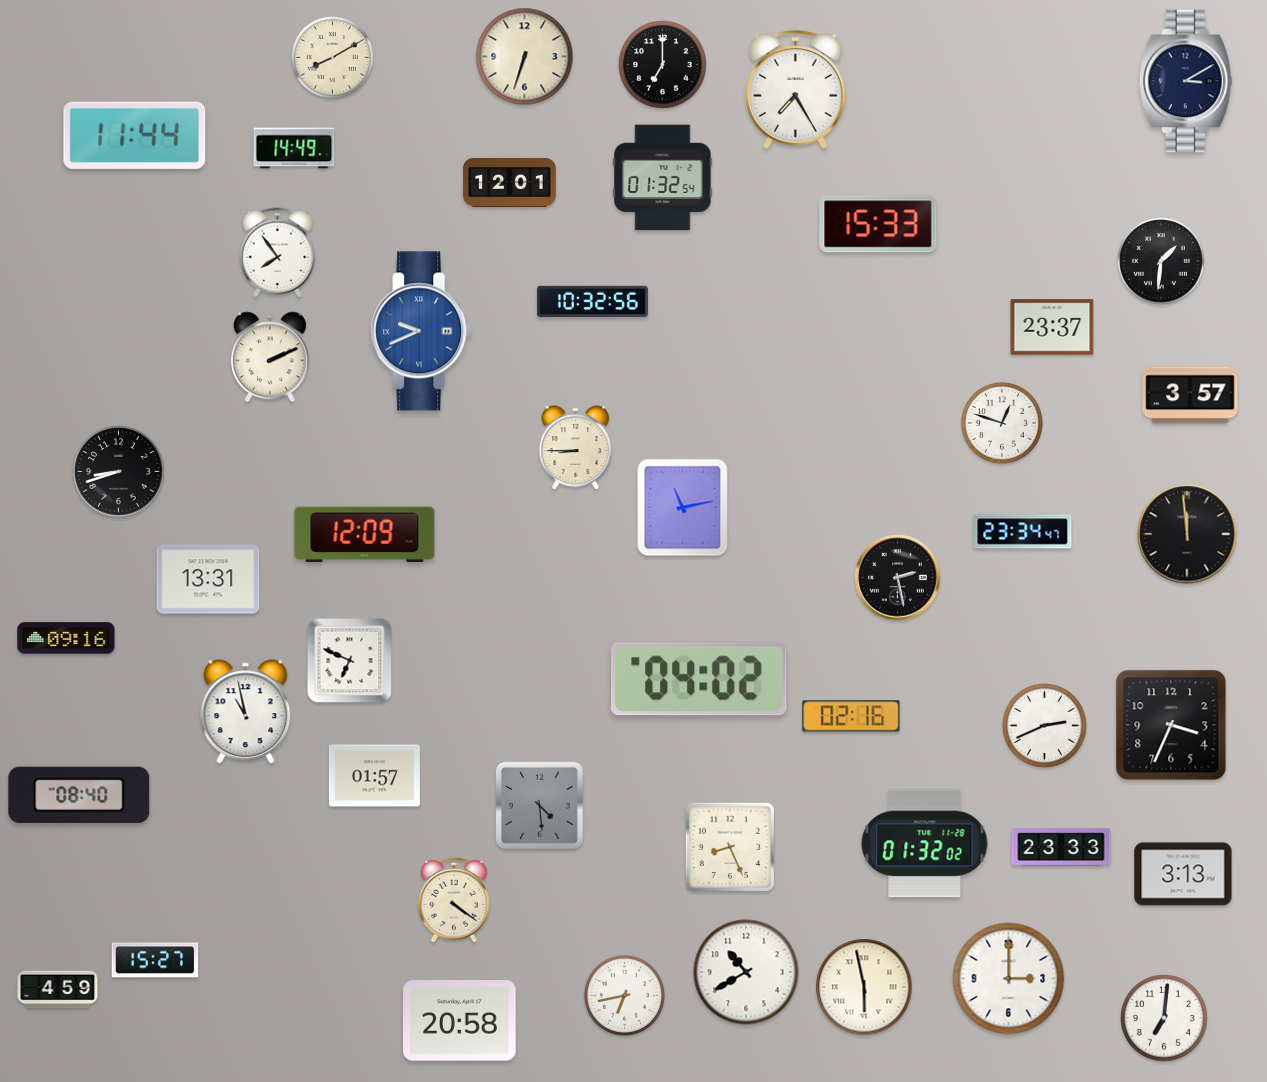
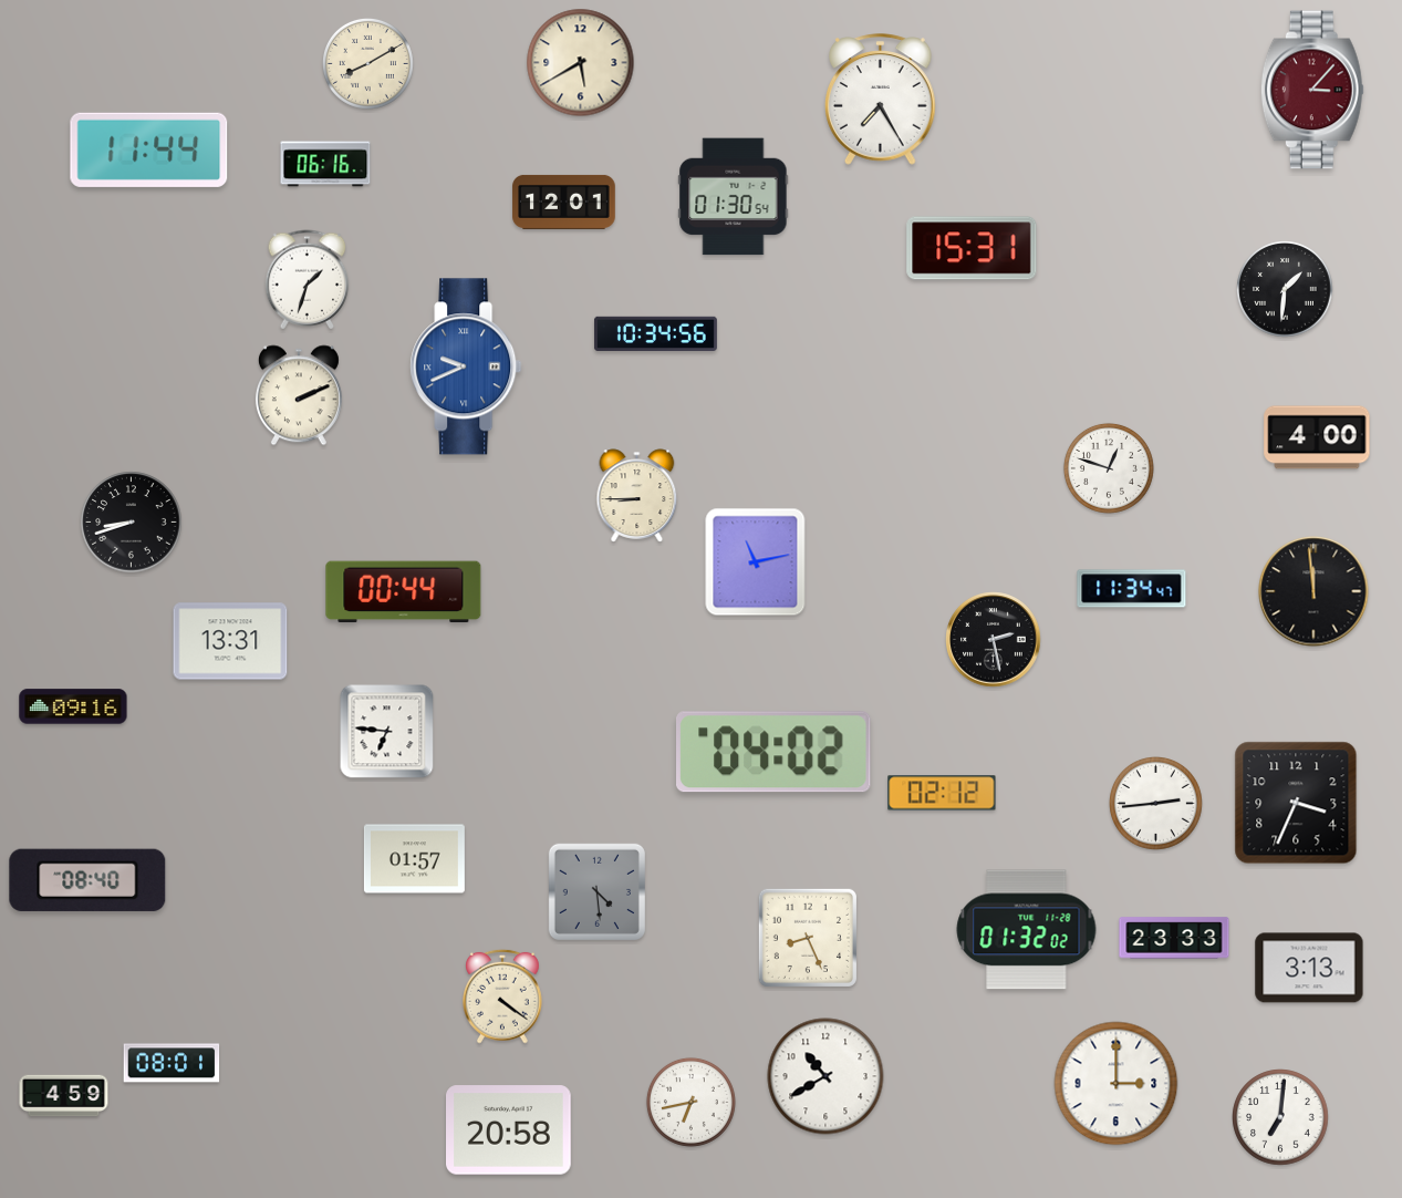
clock at (525, 57): 6:33 -> 5:40
clock at (663, 65): 7:00 -> none
clock at (1186, 81): 3:10 -> 3:07
clock at (1186, 81) dial: navy -> burgundy
clock at (294, 148): 14:49 -> 06:16
clock at (663, 178): 01:32 -> 01:30
clock at (878, 224): 15:33 -> 15:31
clock at (278, 253): 7:54 -> 1:33
clock at (592, 301): 10:32 -> 10:34
clock at (1052, 327): 23:37 -> none
clock at (1190, 395): 3:57 -> 4:00
clock at (1023, 532): 23:34 -> 11:34
clock at (365, 535): 12:09 -> 00:44
clock at (350, 661): 6:49 -> 6:46
clock at (246, 712): 10:58 -> none
clock at (851, 716): 02:16 -> 02:12
clock at (1045, 726): 2:41 -> 2:44
clock at (925, 844) position: (925, 844) -> (1027, 930)
clock at (155, 960): 15:27 -> 08:01
clock at (864, 987): 5:58 -> none
clock at (1164, 1018) position: (1164, 1018) -> (1280, 1117)
